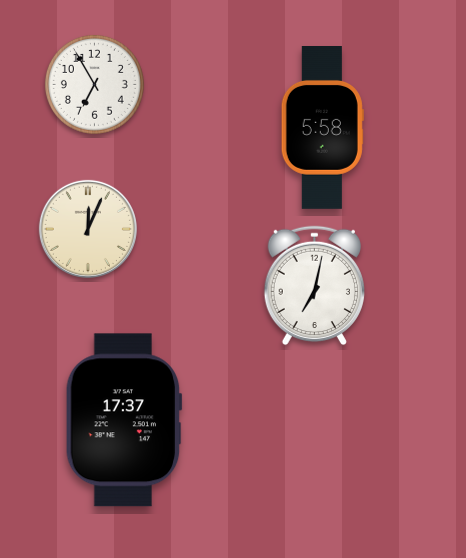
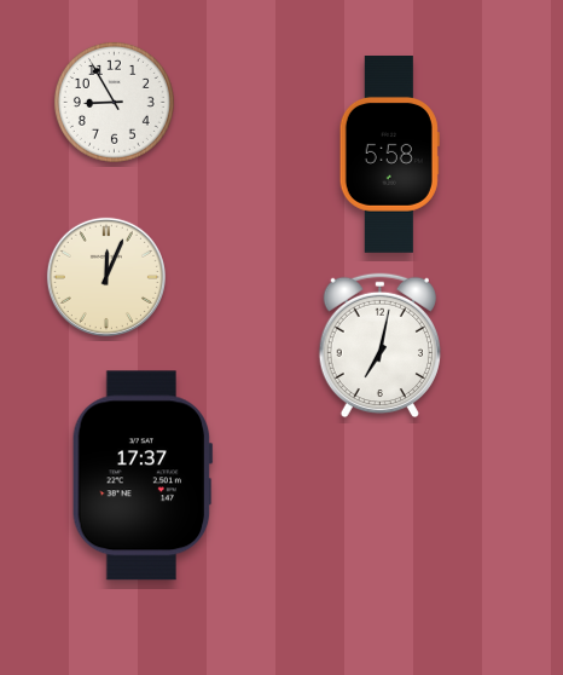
clock at (94, 84): 6:55 -> 8:55
clock at (124, 420) position: (124, 420) -> (143, 475)
